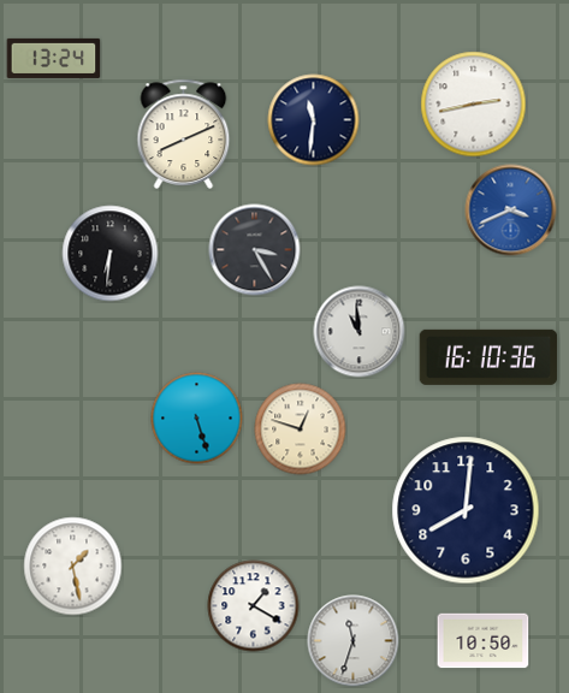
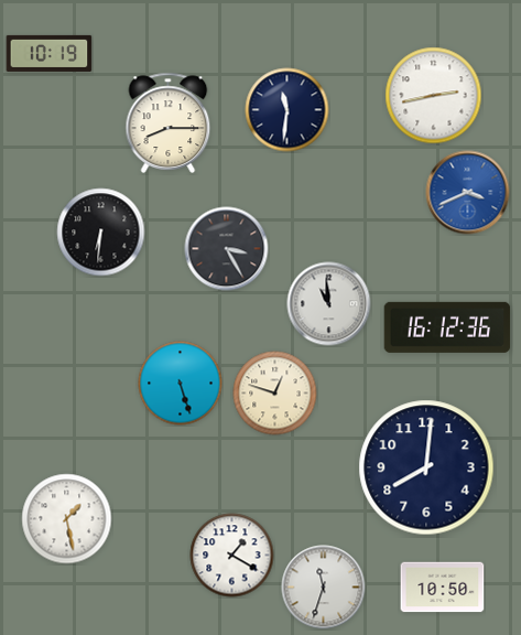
clock at (54, 58): 13:24 -> 10:19
clock at (184, 134): 8:11 -> 8:15
clock at (255, 250) position: (255, 250) -> (227, 249)
clock at (488, 357): 16:10 -> 16:12
